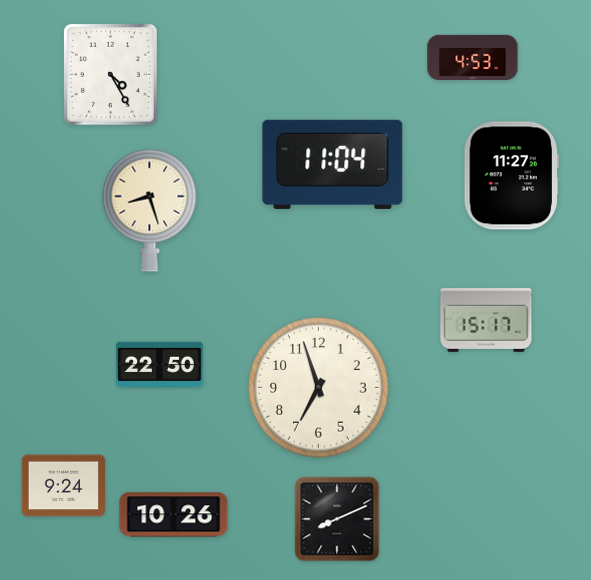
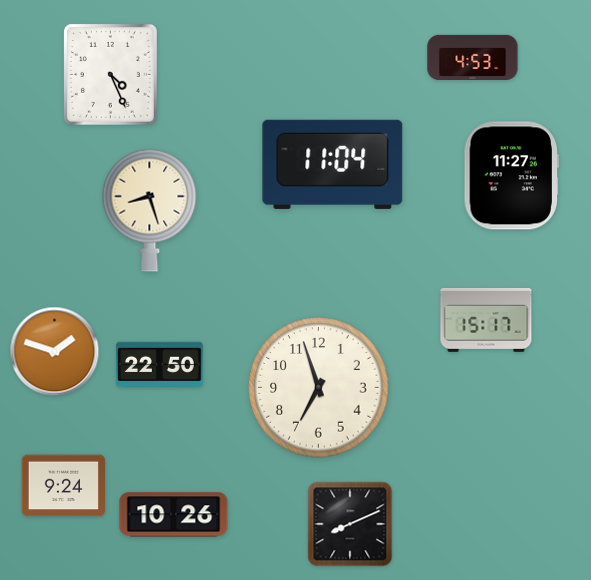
clock at (110, 74): 4:25 -> 4:26
clock at (55, 352): none -> 1:48
clock at (337, 519) position: (337, 519) -> (350, 524)
